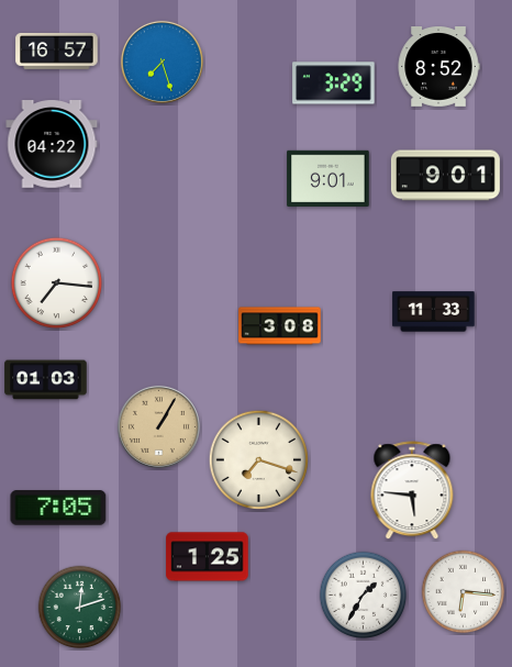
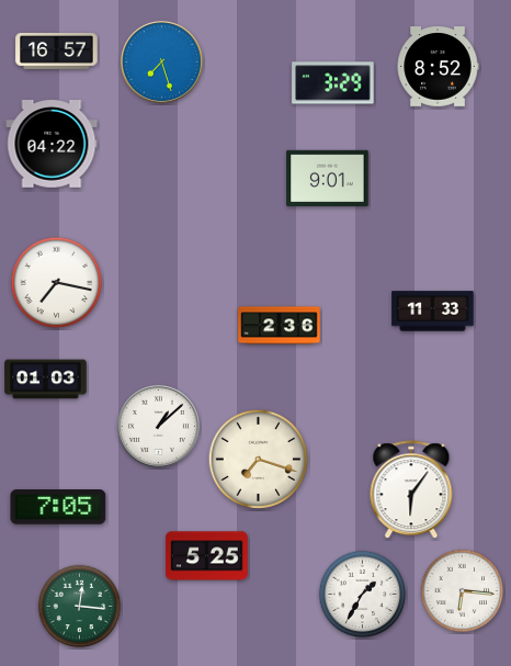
clock at (445, 176): 9:01 -> none
clock at (57, 284): 7:16 -> 7:17
clock at (280, 326): 3:08 -> 2:36
clock at (158, 426): 1:05 -> 1:08
clock at (158, 426) dial: champagne -> white
clock at (412, 491): 5:46 -> 6:06
clock at (208, 557): 1:25 -> 5:25
clock at (80, 608): 12:12 -> 12:16
